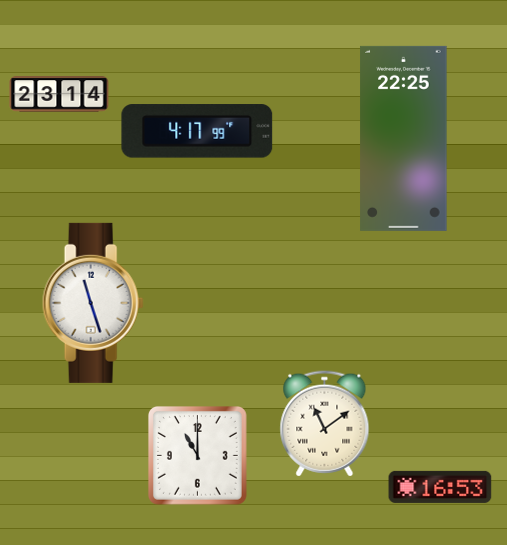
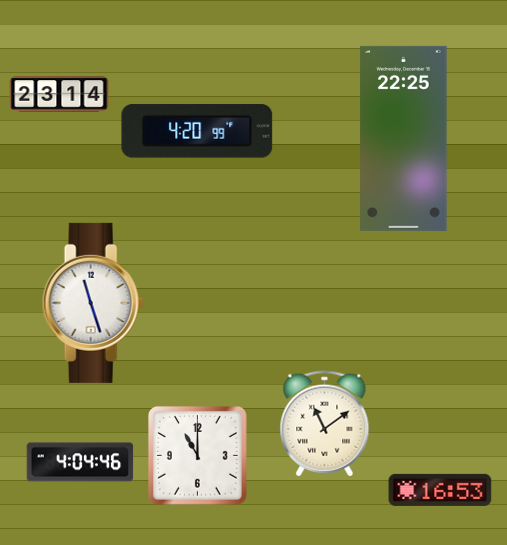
clock at (197, 131): 4:17 -> 4:20
clock at (80, 462): none -> 4:04
clock at (440, 487) position: (440, 487) -> (440, 490)
